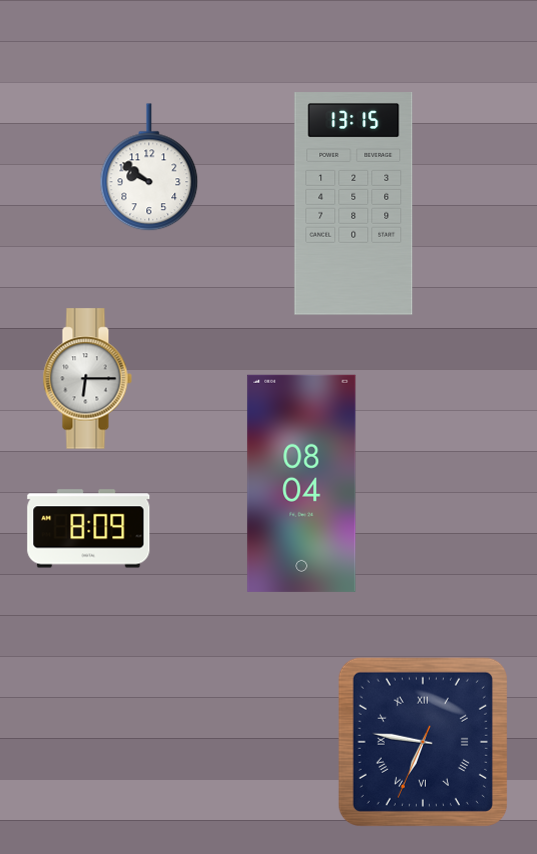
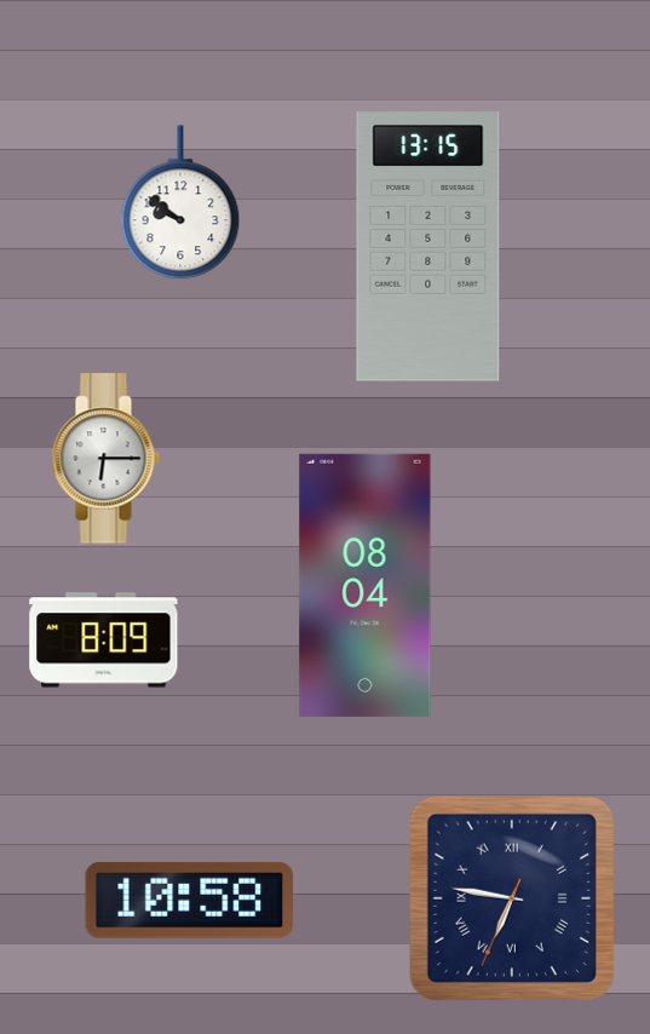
clock at (89, 529) position: (89, 529) -> (104, 640)
clock at (190, 900): none -> 10:58
